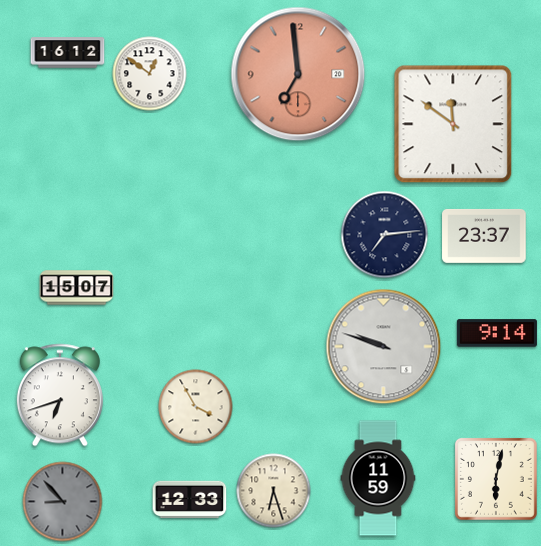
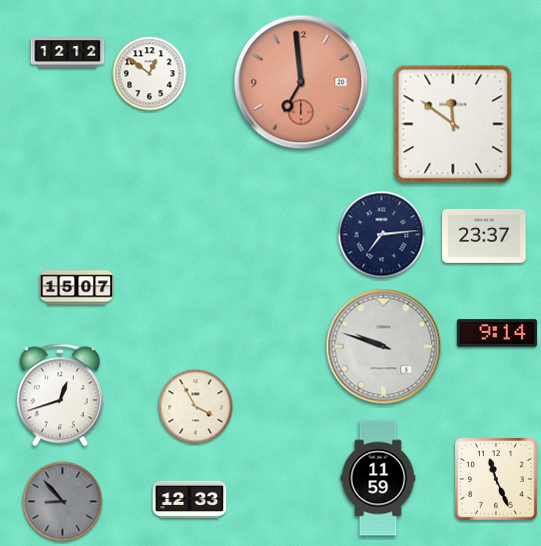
clock at (68, 53): 16:12 -> 12:12
clock at (298, 74) position: (298, 74) -> (301, 82)
clock at (385, 235) position: (385, 235) -> (382, 235)
clock at (60, 395): 6:42 -> 12:42
clock at (496, 479): 6:02 -> 11:26
clock at (274, 491): 6:27 -> none
